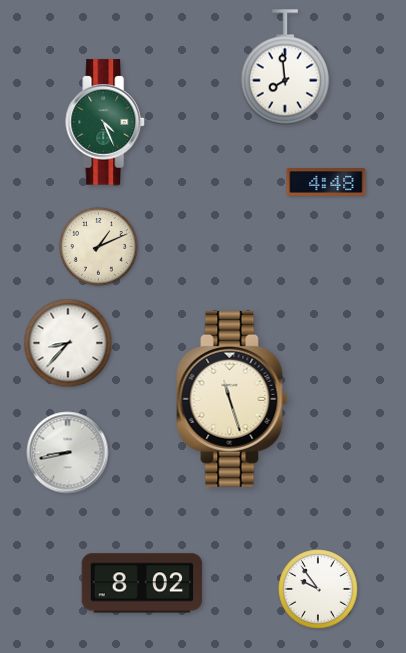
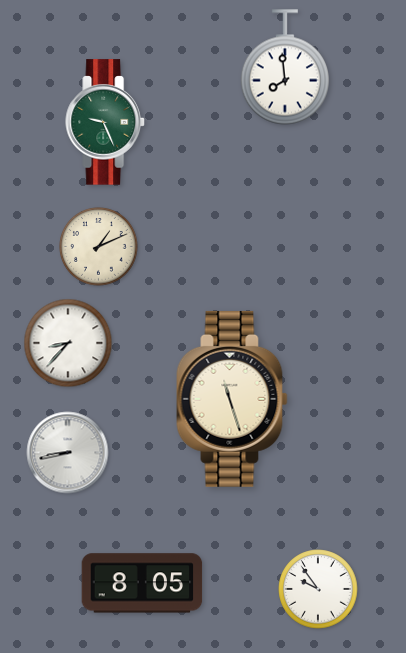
clock at (105, 122): 4:26 -> 9:26
clock at (326, 183): 4:48 -> none
clock at (142, 583): 8:02 -> 8:05
